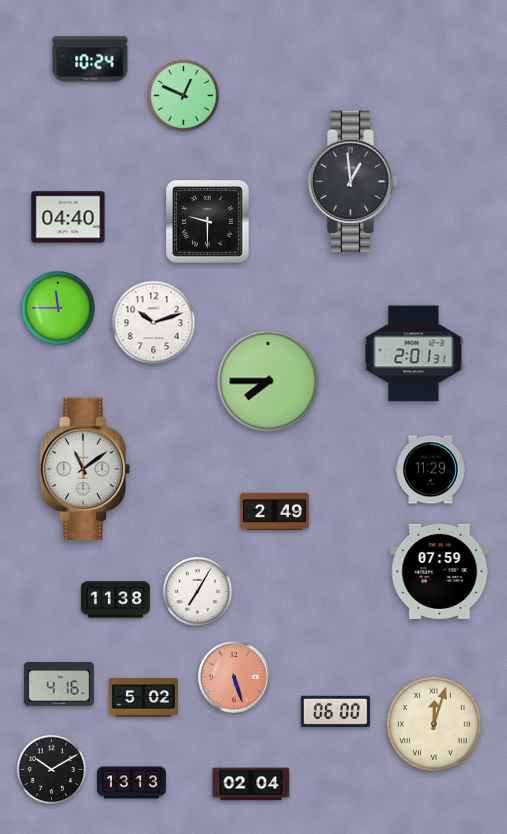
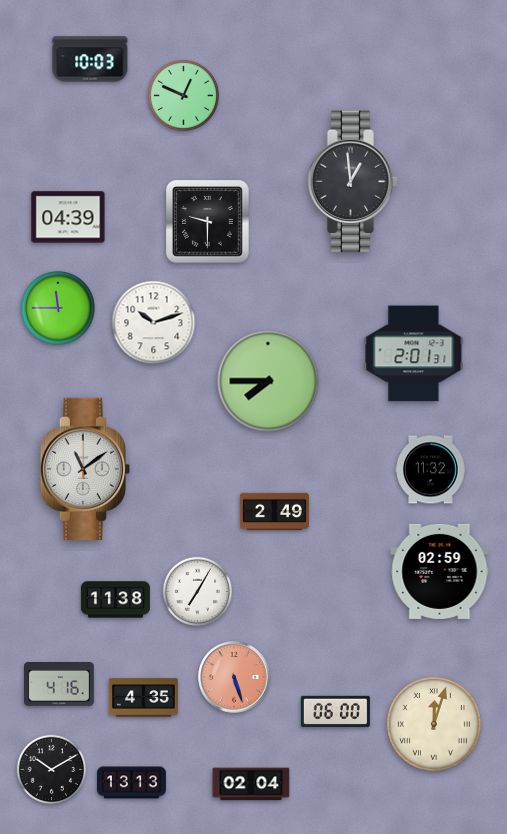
clock at (90, 59): 10:24 -> 10:03
clock at (68, 217): 04:40 -> 04:39
clock at (431, 470): 11:29 -> 11:32
clock at (440, 571): 07:59 -> 02:59
clock at (143, 698): 5:02 -> 4:35
